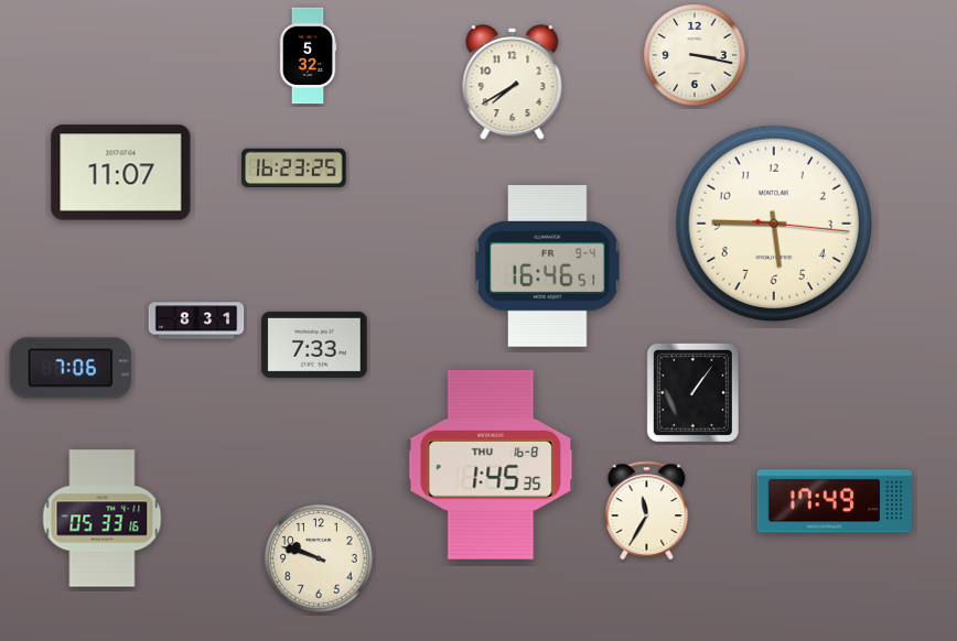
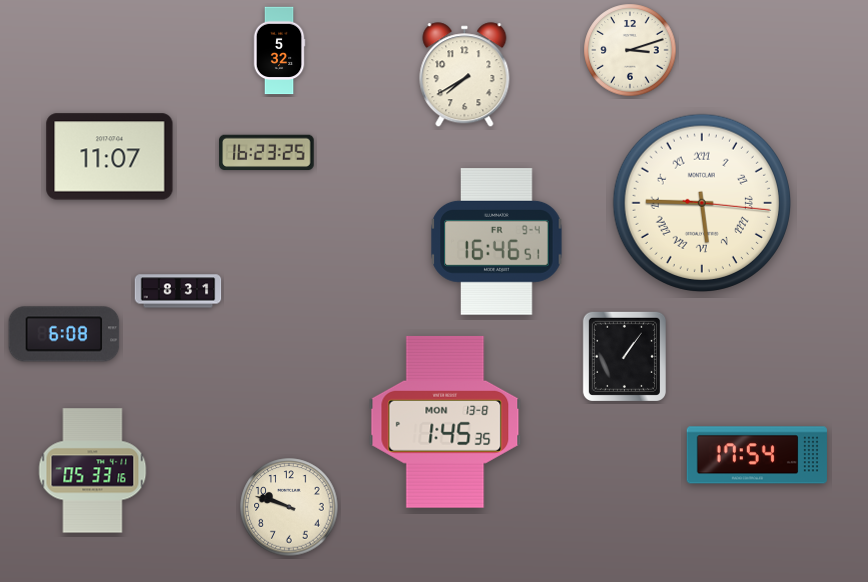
clock at (695, 55): 3:17 -> 3:12
clock at (773, 222) numerals: Arabic -> Roman
clock at (314, 345): 7:33 -> none
clock at (71, 368): 7:06 -> 6:08
clock at (692, 392) position: (692, 392) -> (624, 356)
clock at (491, 465) date: THU 16-8 -> MON 13-8
clock at (835, 501): 17:49 -> 17:54
clock at (647, 510): 11:35 -> none
